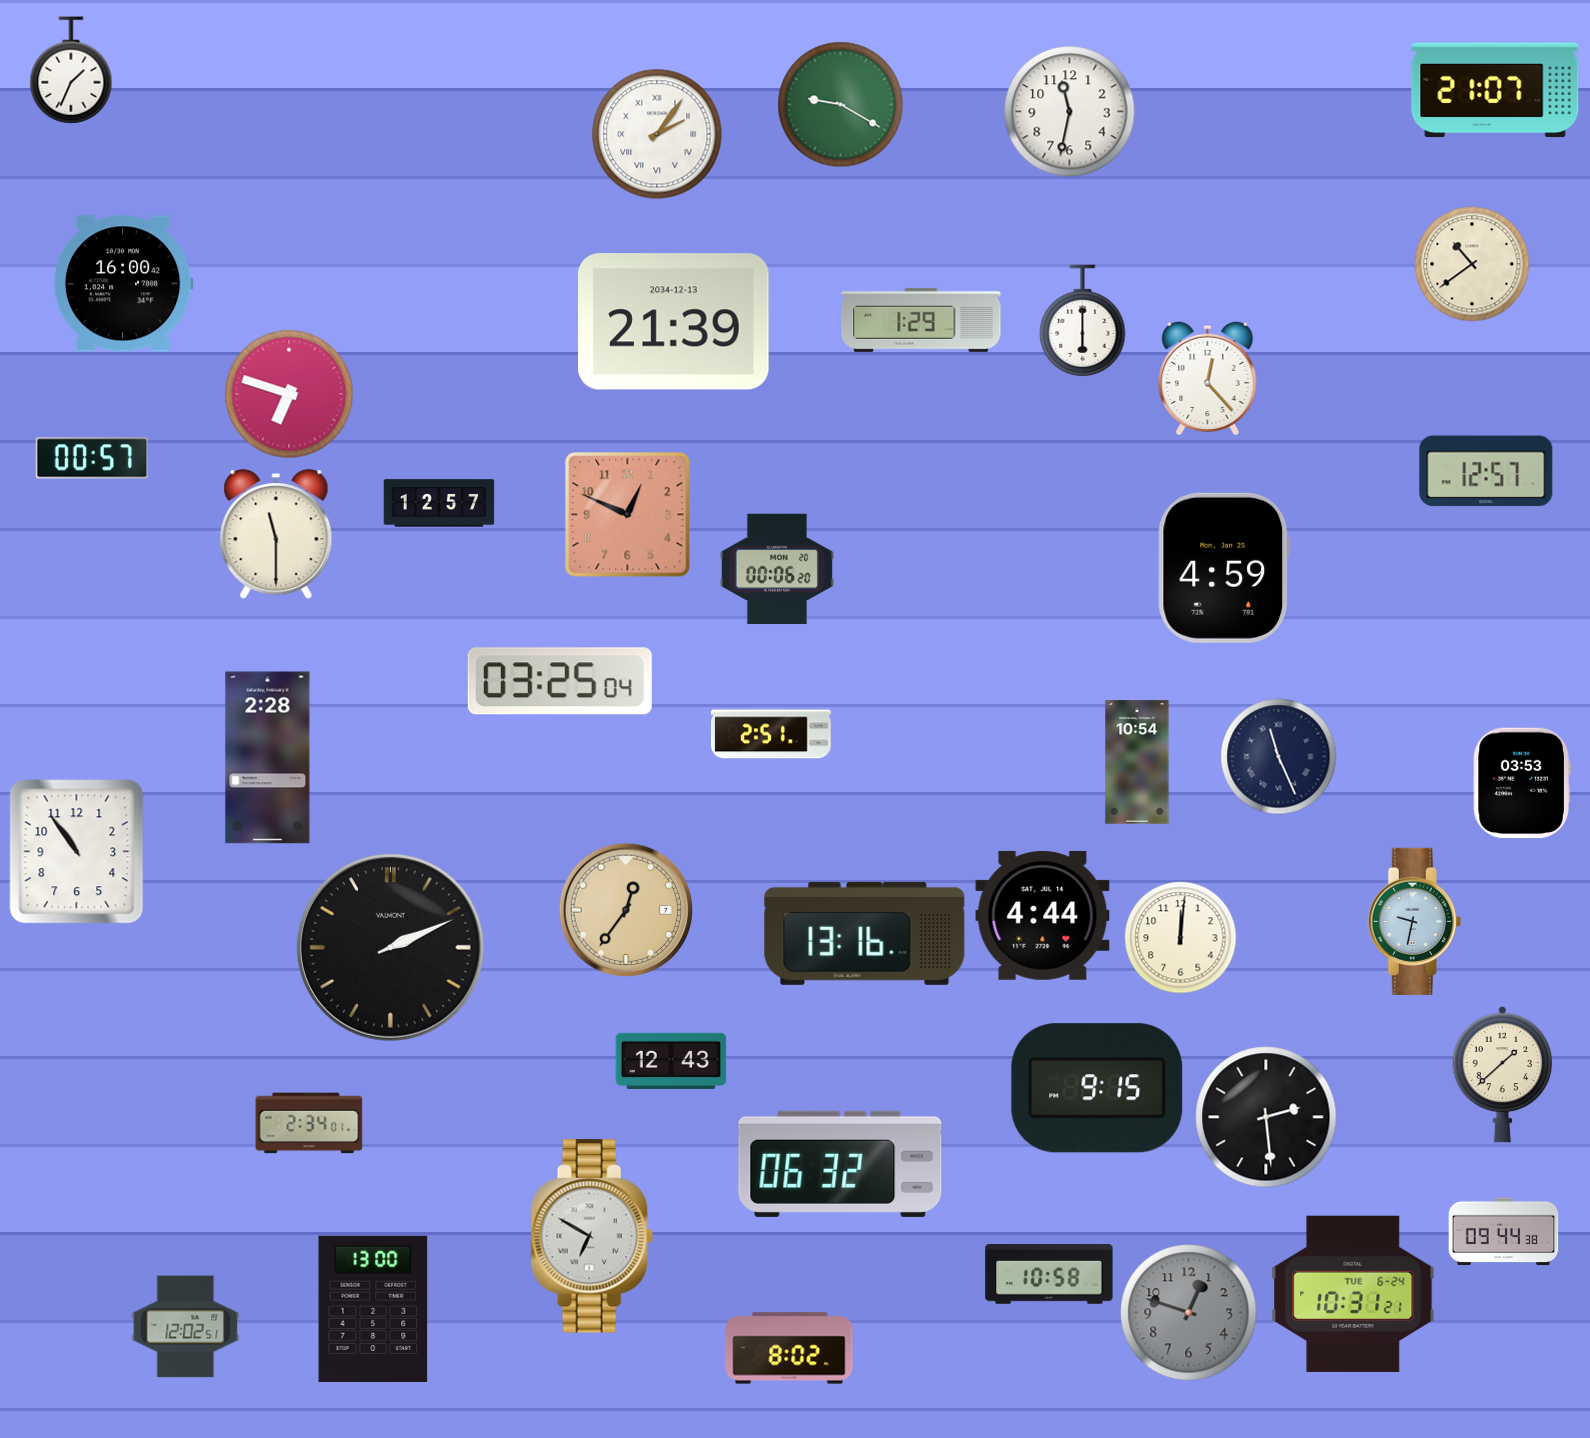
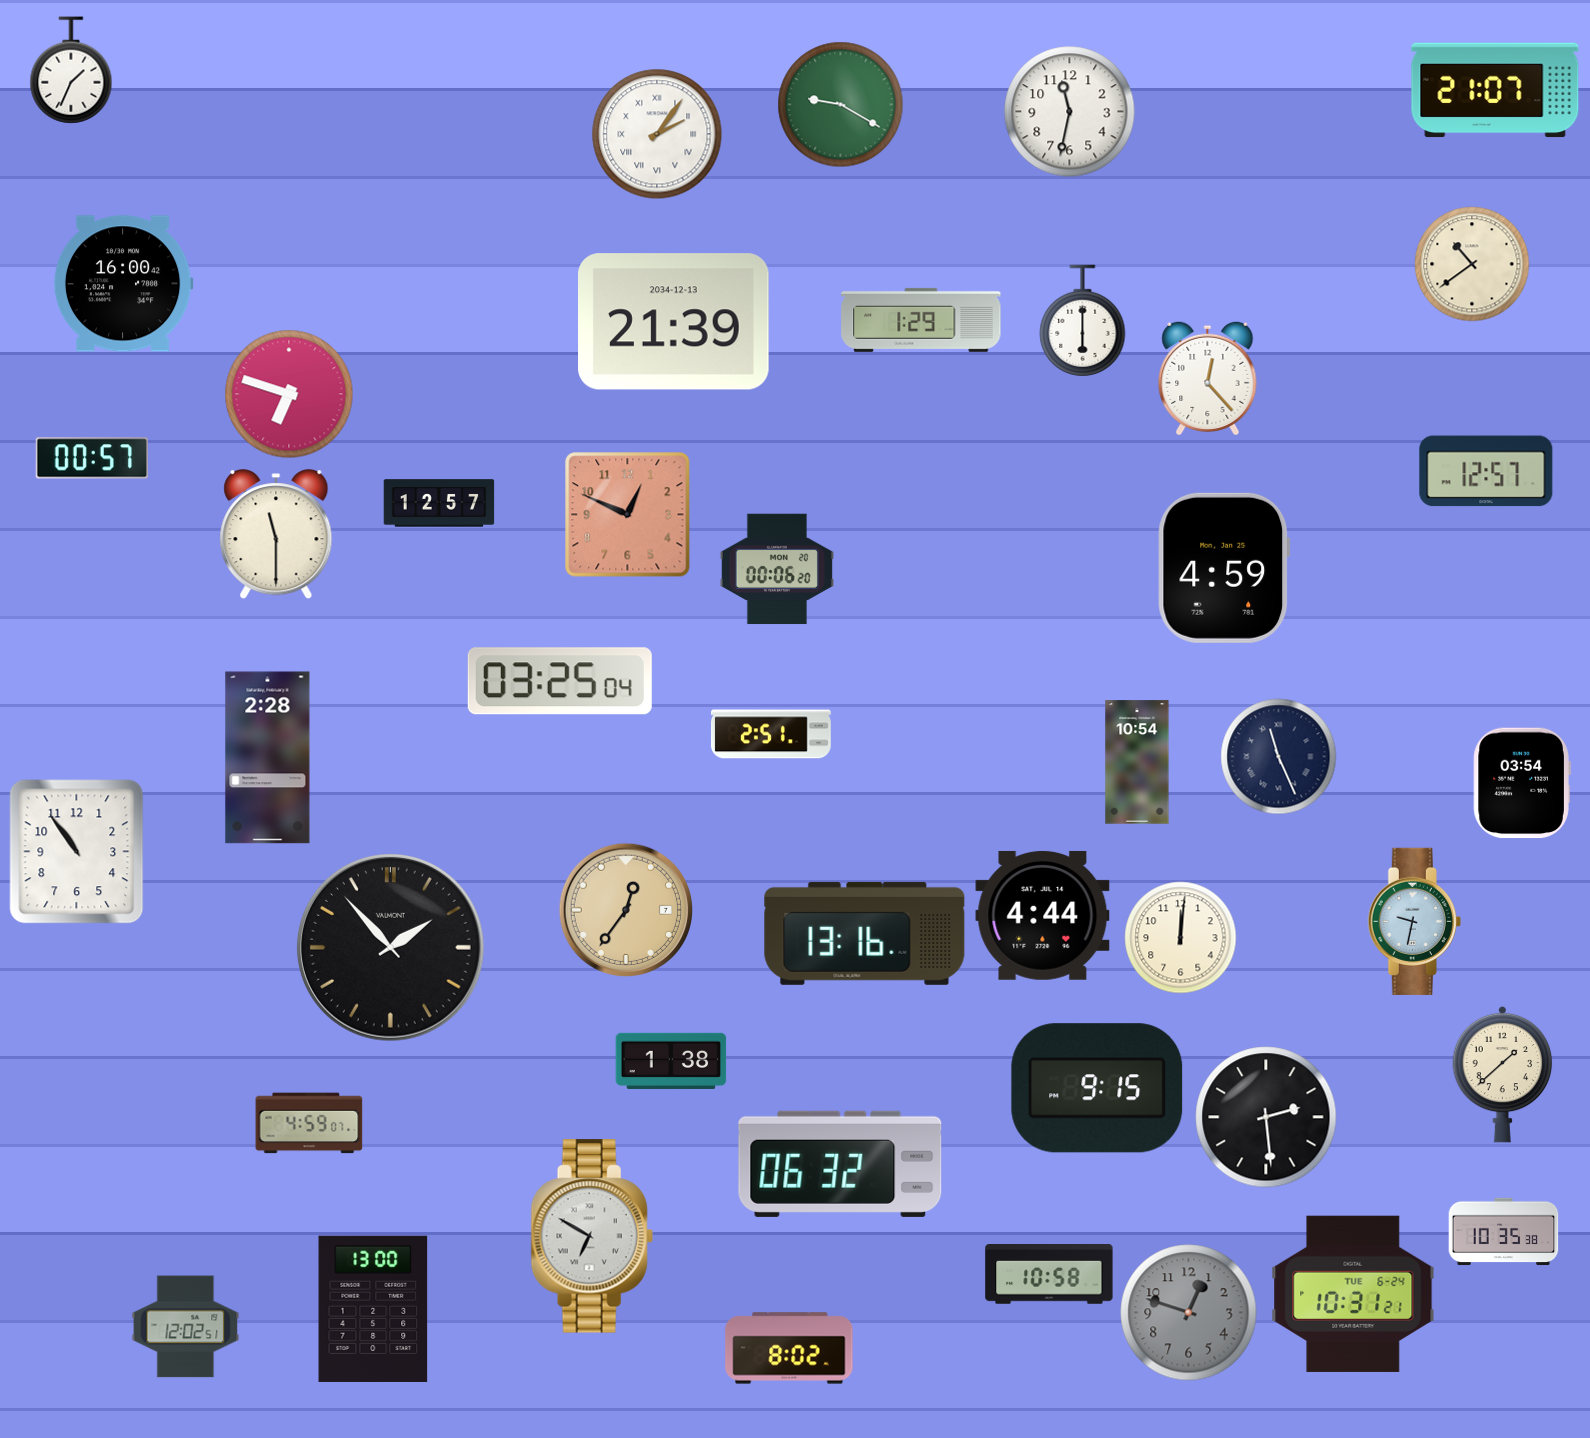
clock at (1522, 783): 03:53 -> 03:54
clock at (390, 947): 2:11 -> 1:53
clock at (671, 1061): 12:43 -> 1:38
clock at (309, 1123): 2:34 -> 4:59
clock at (1504, 1232): 09:44 -> 10:35
